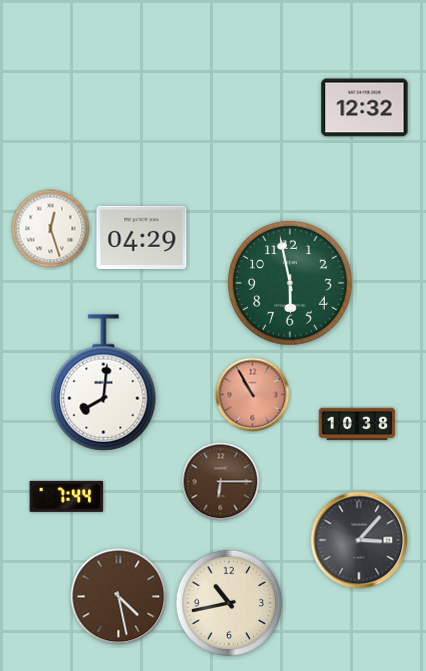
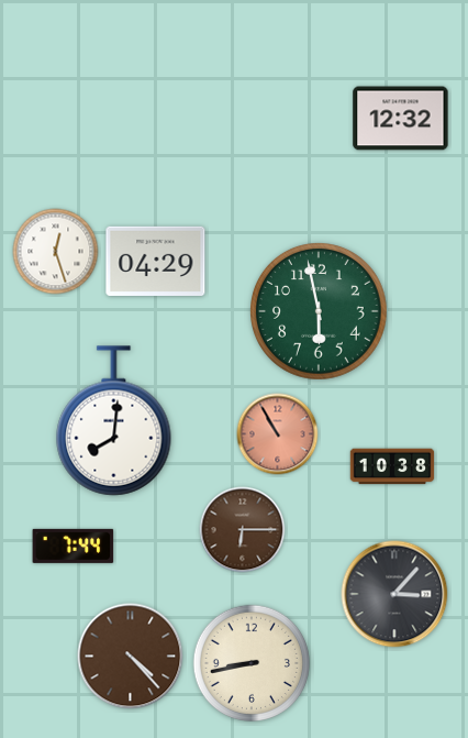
clock at (119, 597): 4:28 -> 4:23
clock at (228, 602): 10:43 -> 8:43
